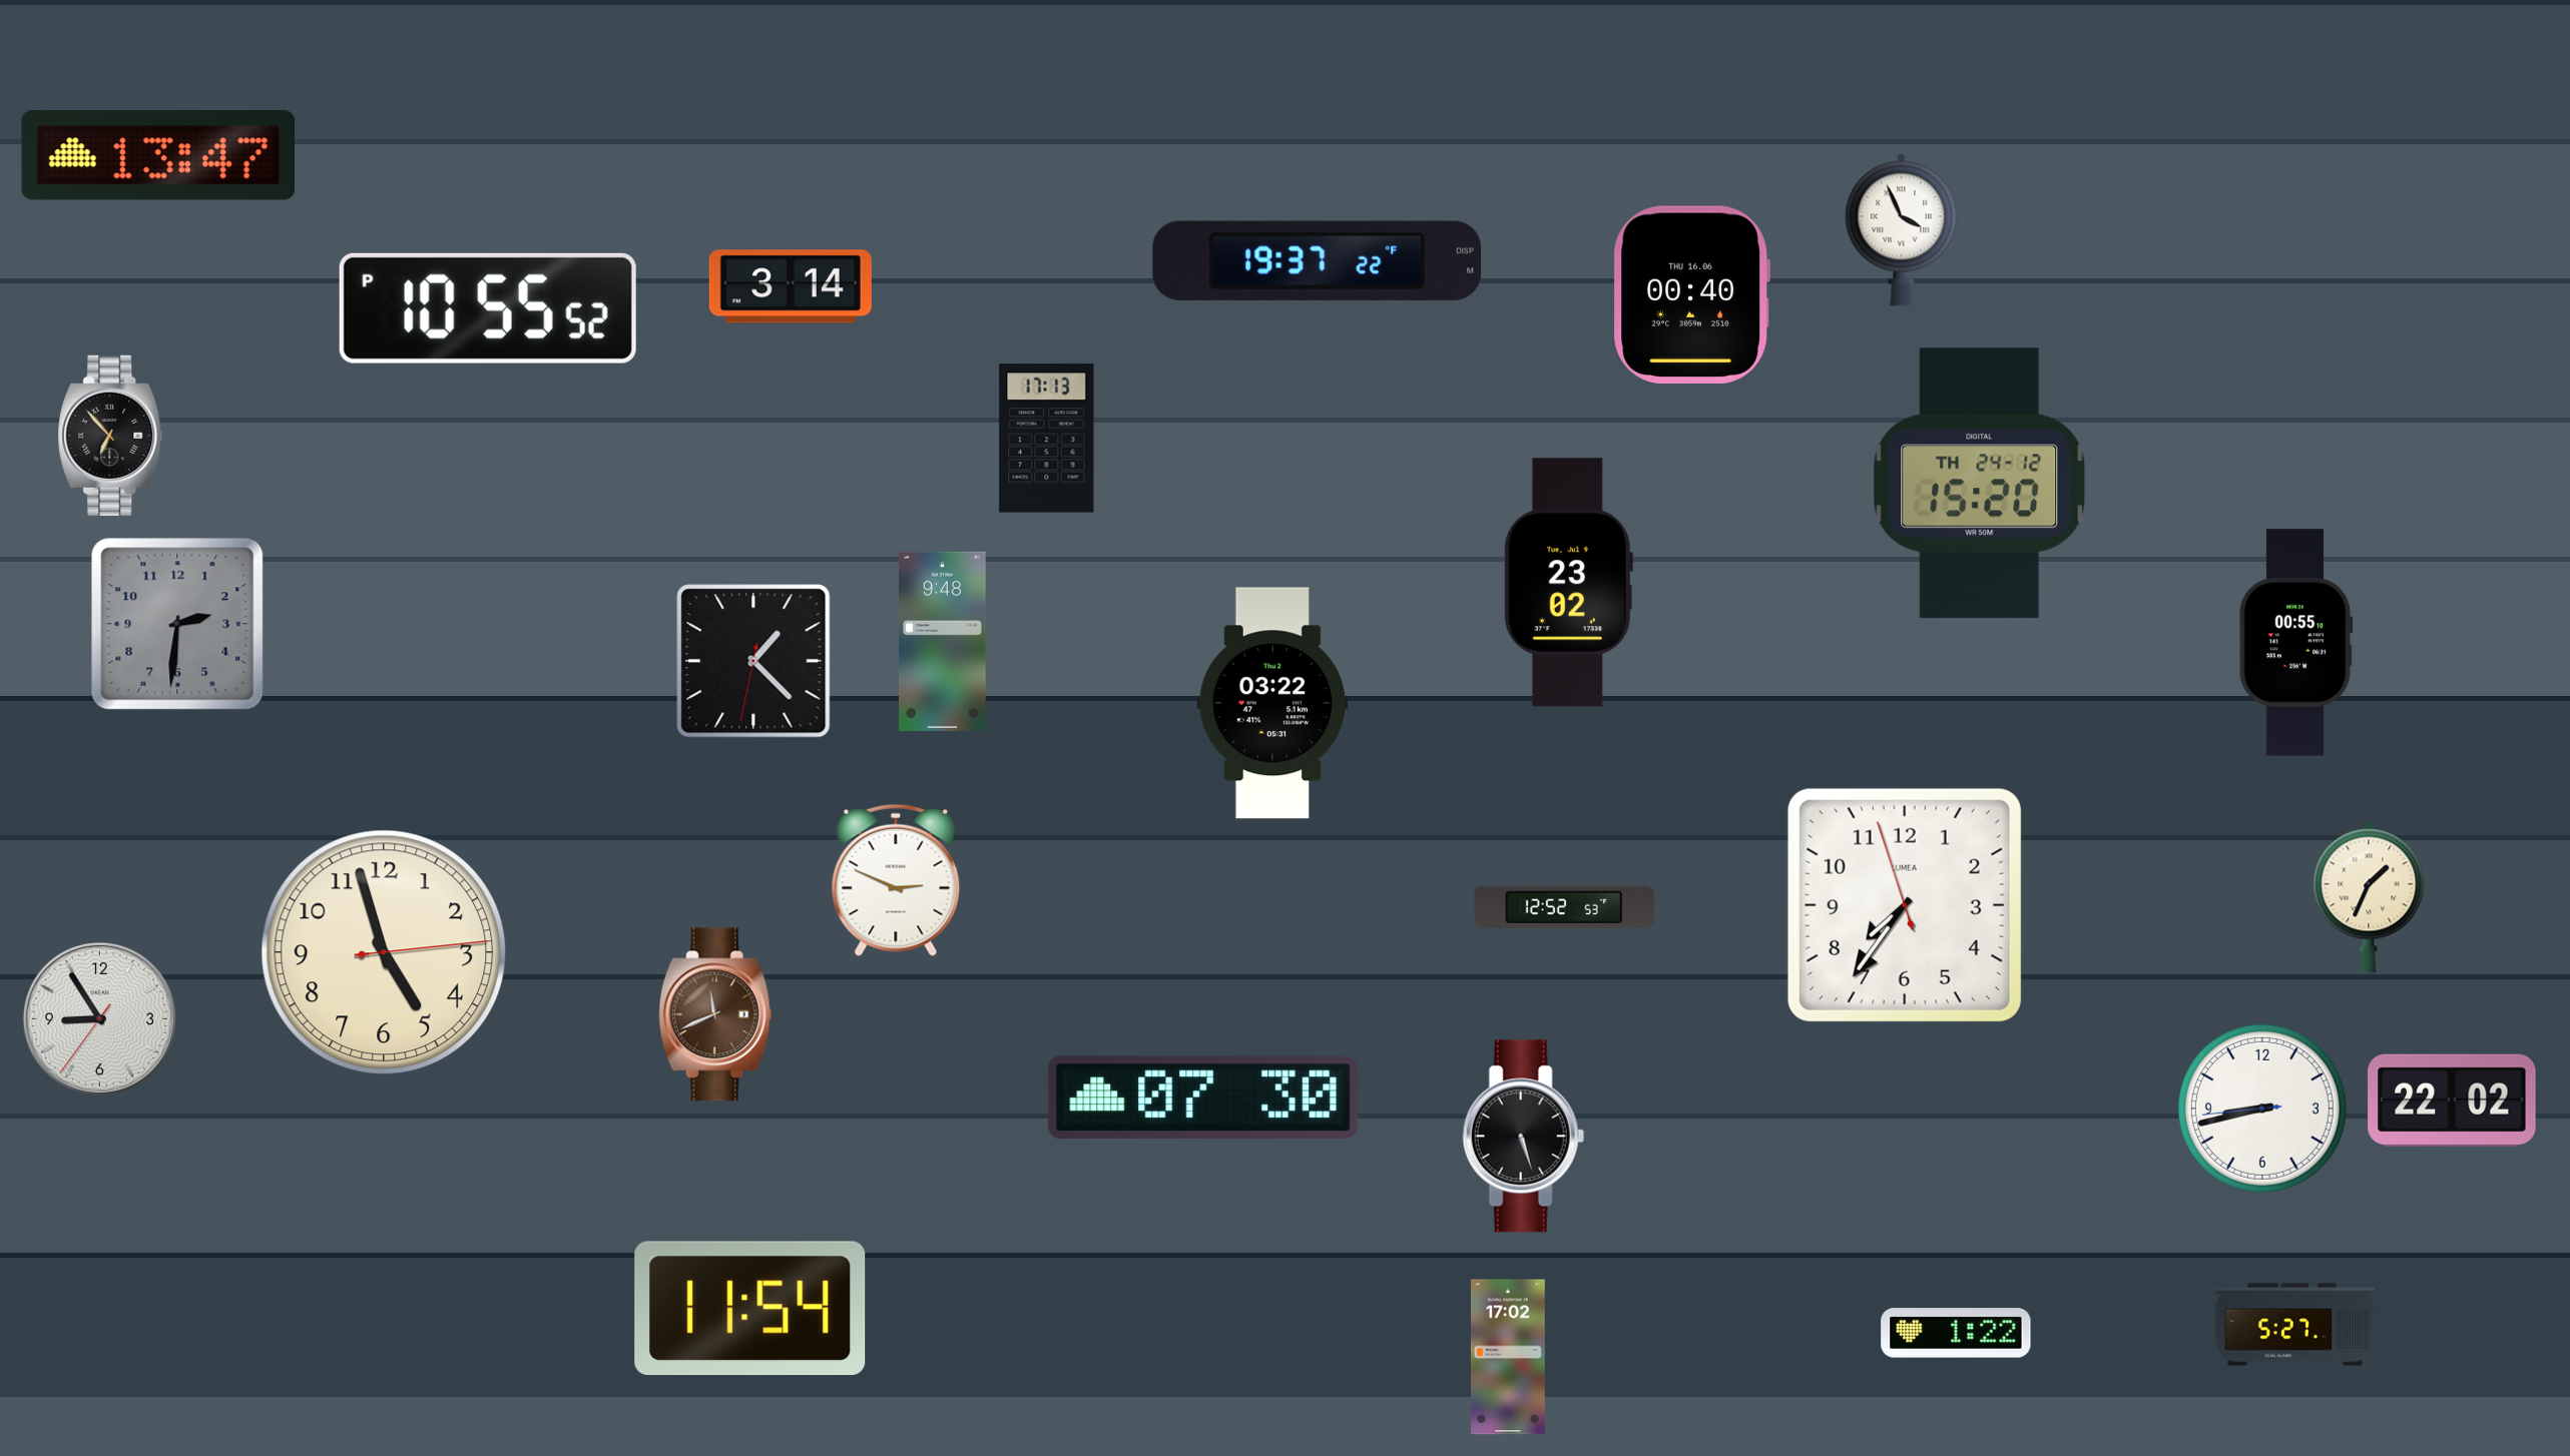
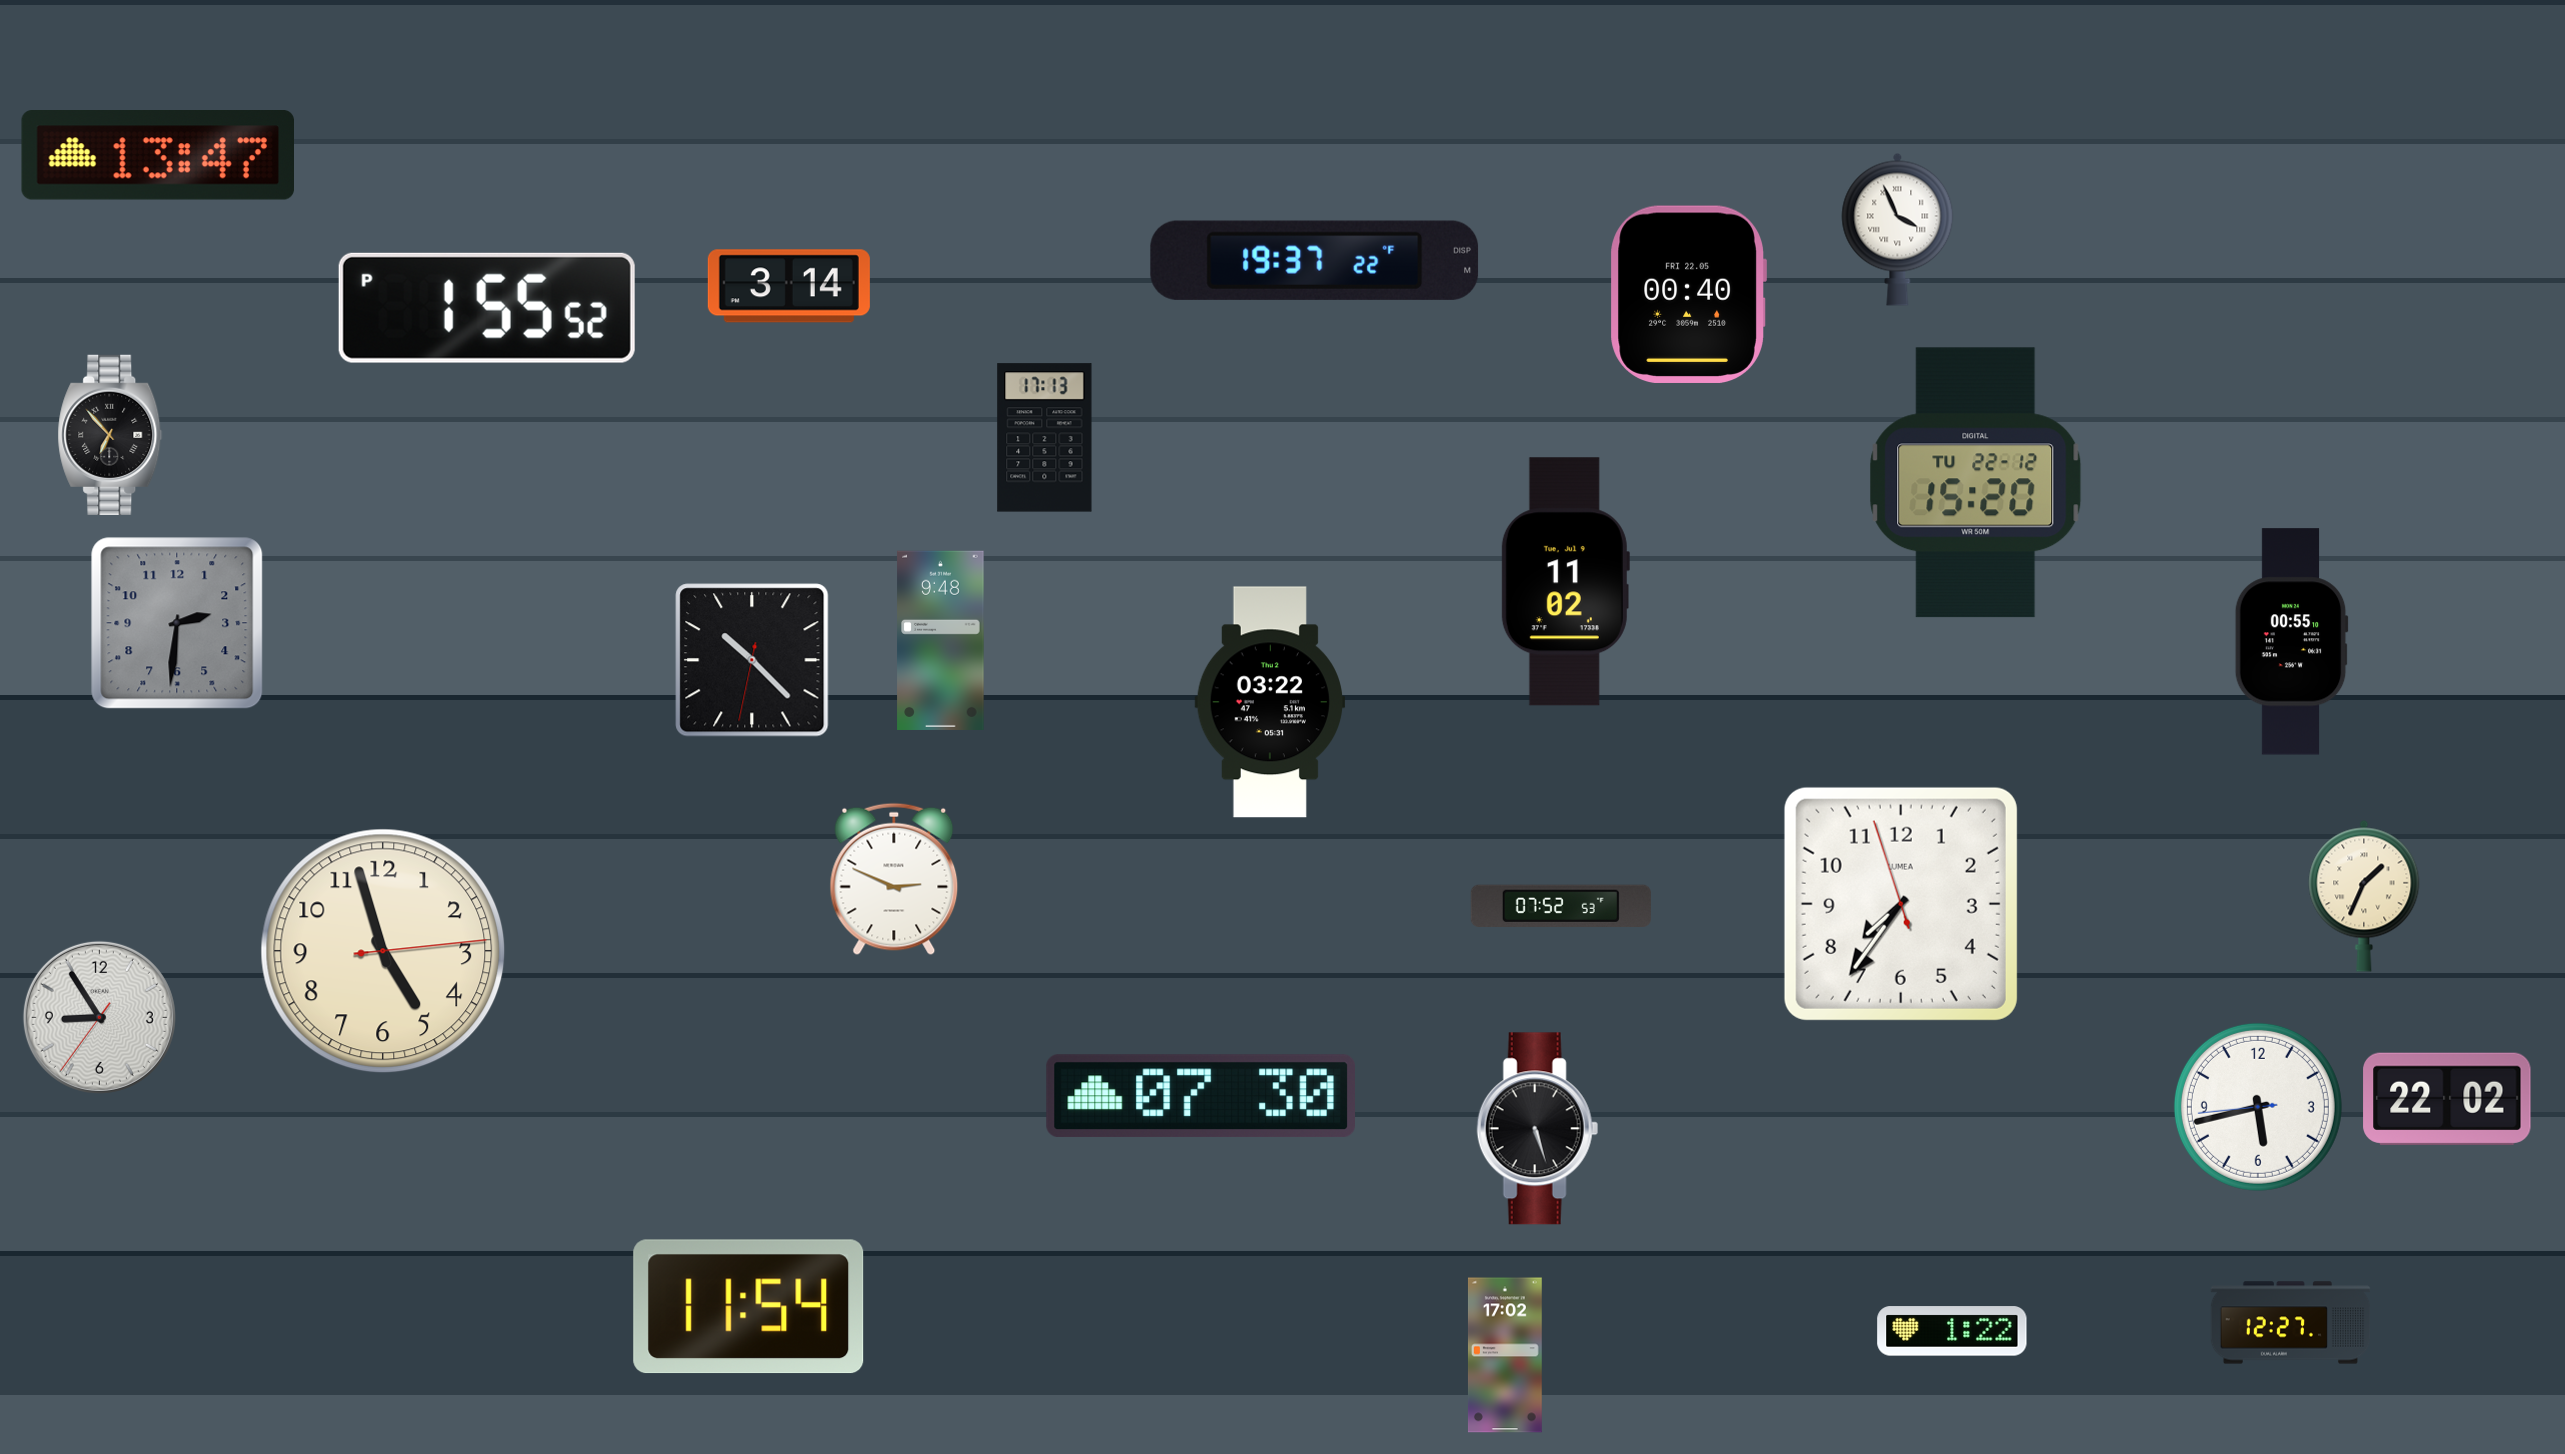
clock at (1691, 294) date: THU 16.06 -> FRI 22.05
clock at (488, 308): 10:55 -> 1:55
clock at (1980, 484) date: TH 24-12 -> TU 22-12
clock at (1568, 583): 23:02 -> 11:02
clock at (753, 661): 1:22 -> 10:22
clock at (1564, 907): 12:52 -> 07:52
clock at (715, 1014): 11:41 -> none
clock at (2262, 1109): 8:42 -> 5:42
clock at (1523, 1137) position: (1523, 1137) -> (1537, 1129)
clock at (2295, 1325): 5:27 -> 12:27
